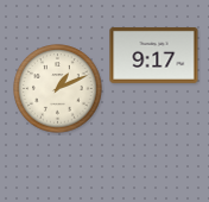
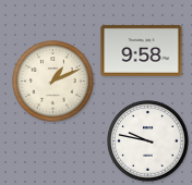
clock at (154, 55): 9:17 -> 9:58
clock at (148, 141): none -> 9:47
